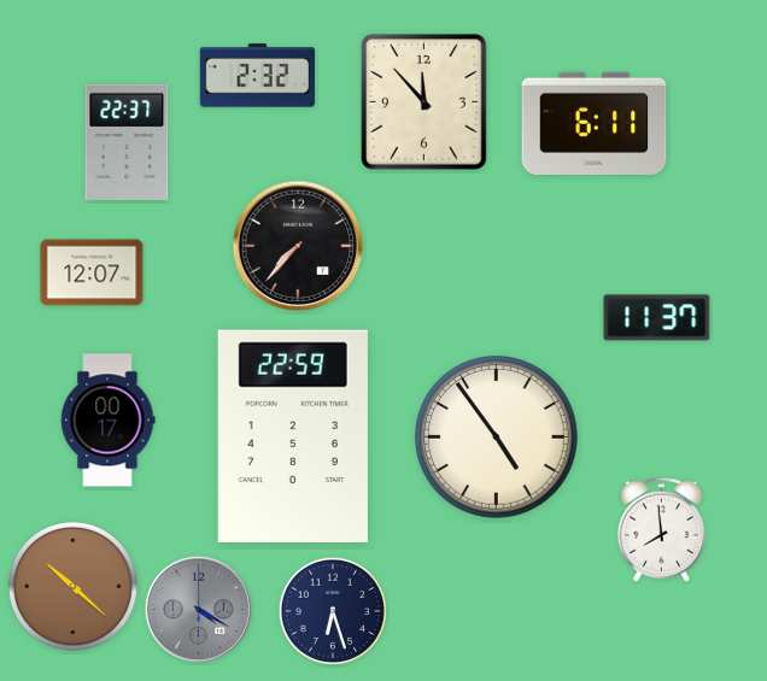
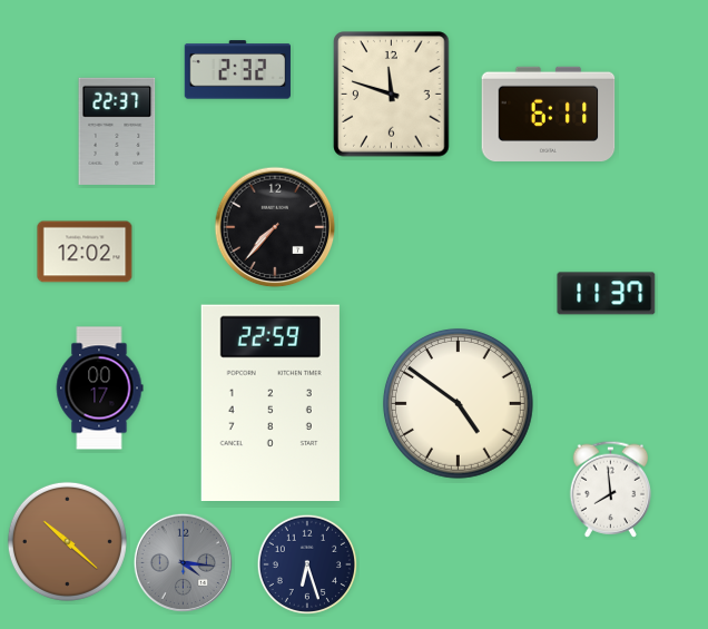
clock at (425, 102): 11:53 -> 11:48
clock at (92, 272): 12:07 -> 12:02
clock at (496, 436): 4:54 -> 4:51
clock at (198, 609): 4:20 -> 4:16
